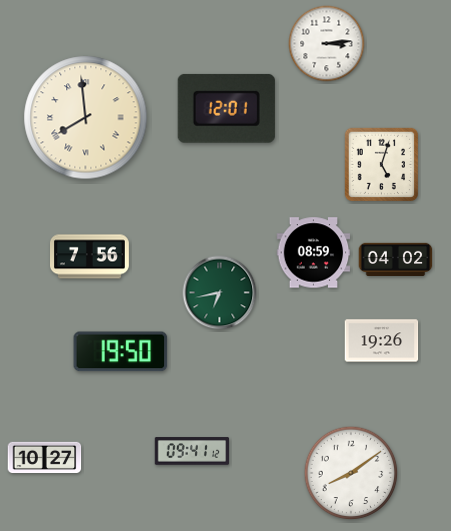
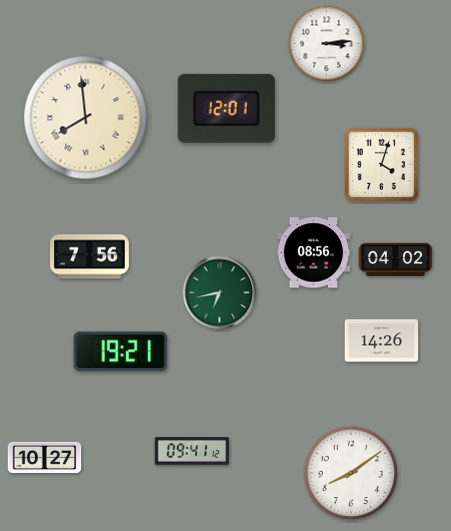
clock at (381, 164): 5:03 -> 4:03
clock at (314, 253): 08:59 -> 08:56
clock at (382, 341): 19:26 -> 14:26
clock at (121, 352): 19:50 -> 19:21
